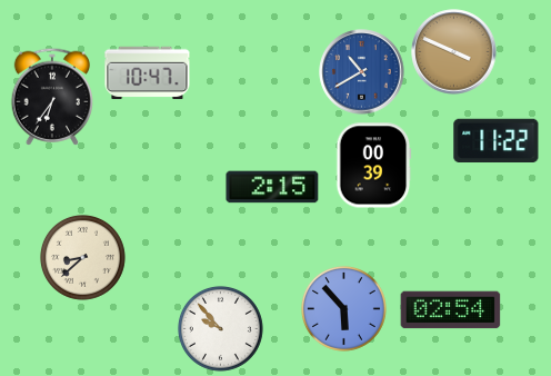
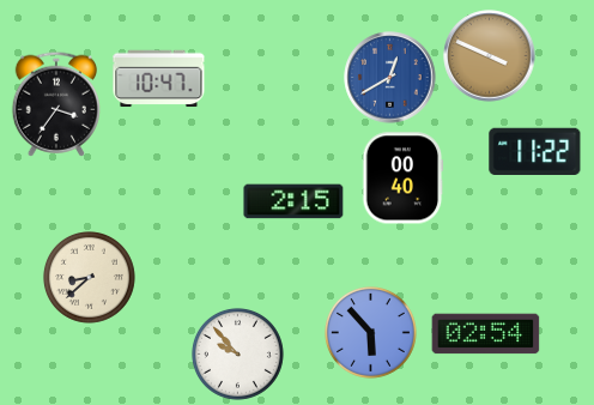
clock at (362, 72): 10:40 -> 12:40
clock at (51, 97): 6:36 -> 3:36
clock at (374, 166): 00:39 -> 00:40
